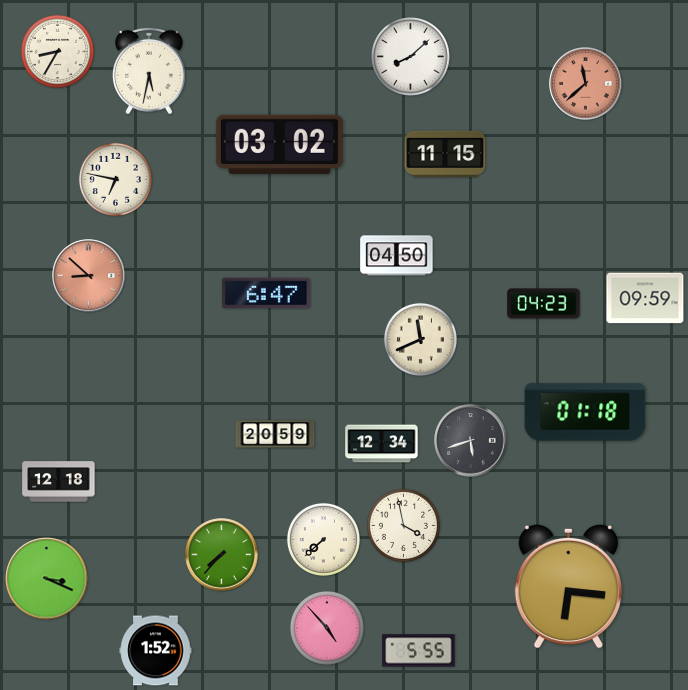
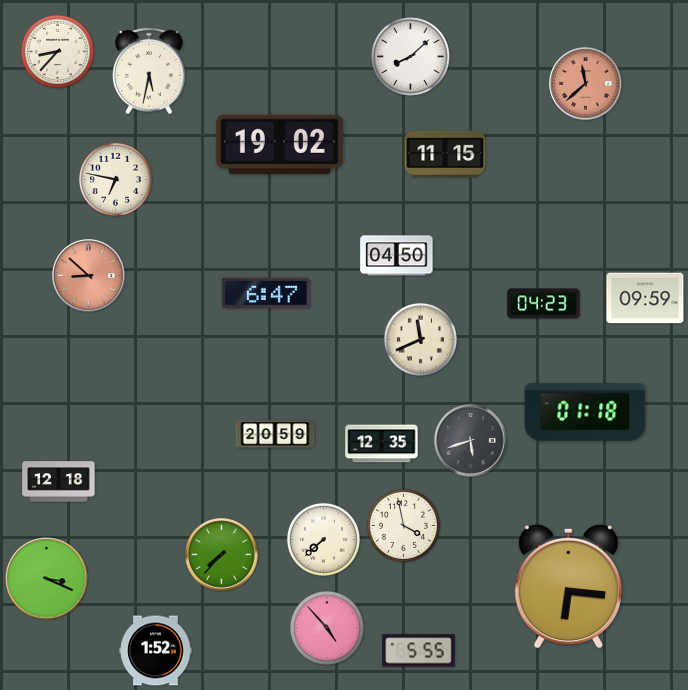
clock at (57, 51): 8:35 -> 8:37
clock at (279, 145): 03:02 -> 19:02
clock at (382, 444): 12:34 -> 12:35
